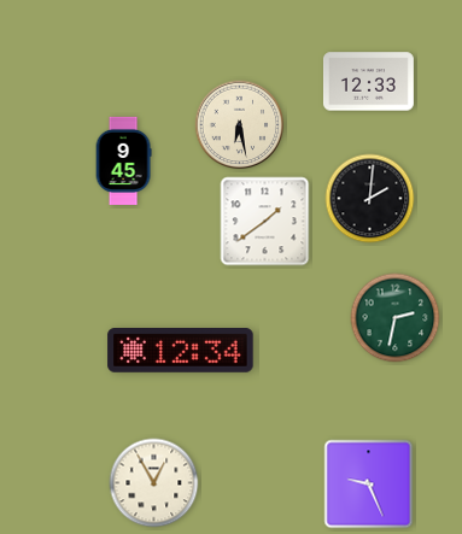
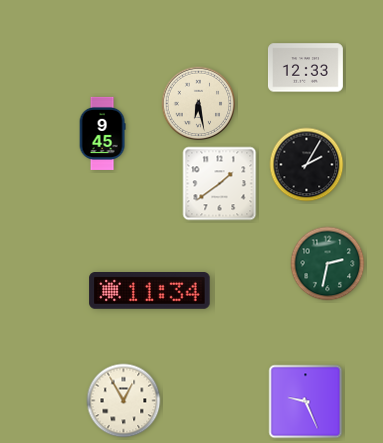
clock at (370, 199): 2:01 -> 2:05
clock at (181, 351): 12:34 -> 11:34
clock at (154, 483) position: (154, 483) -> (124, 401)
